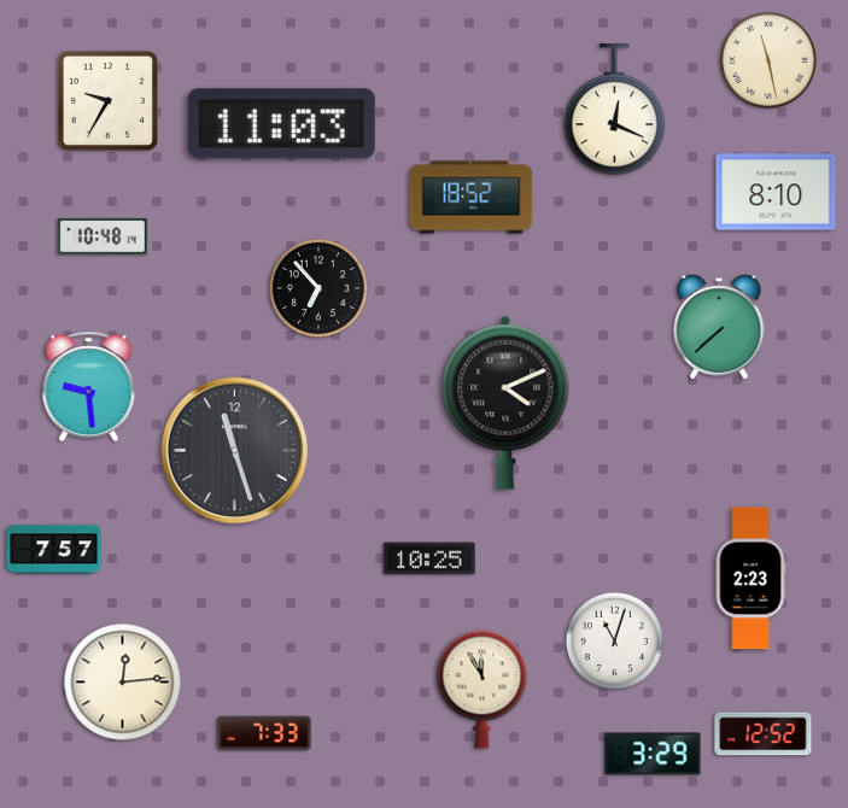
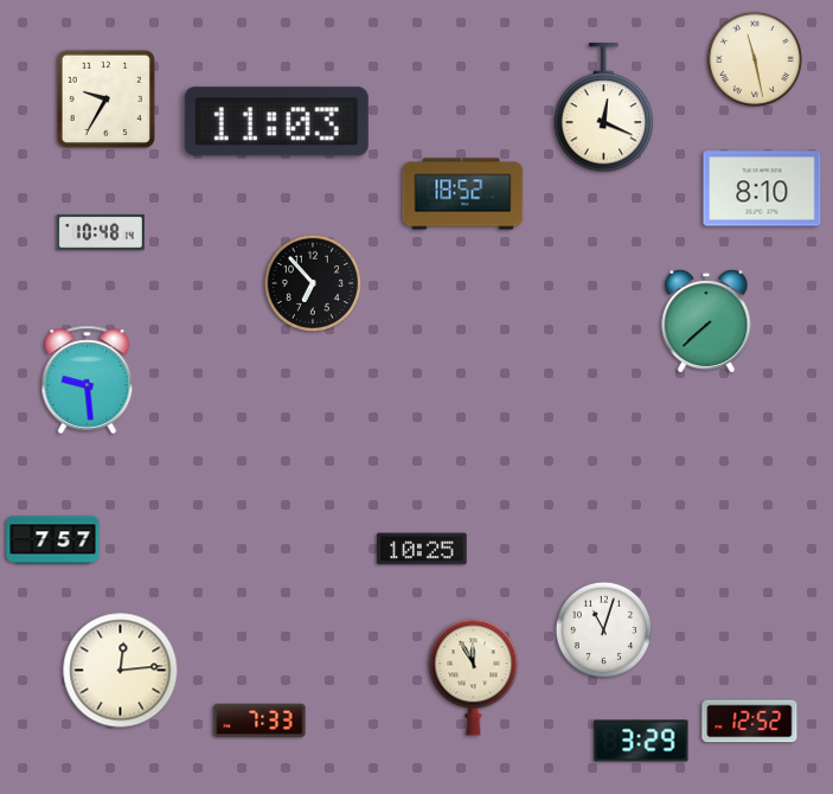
clock at (505, 403): 4:11 -> none
clock at (235, 451): 11:27 -> none
clock at (750, 579): 2:23 -> none
